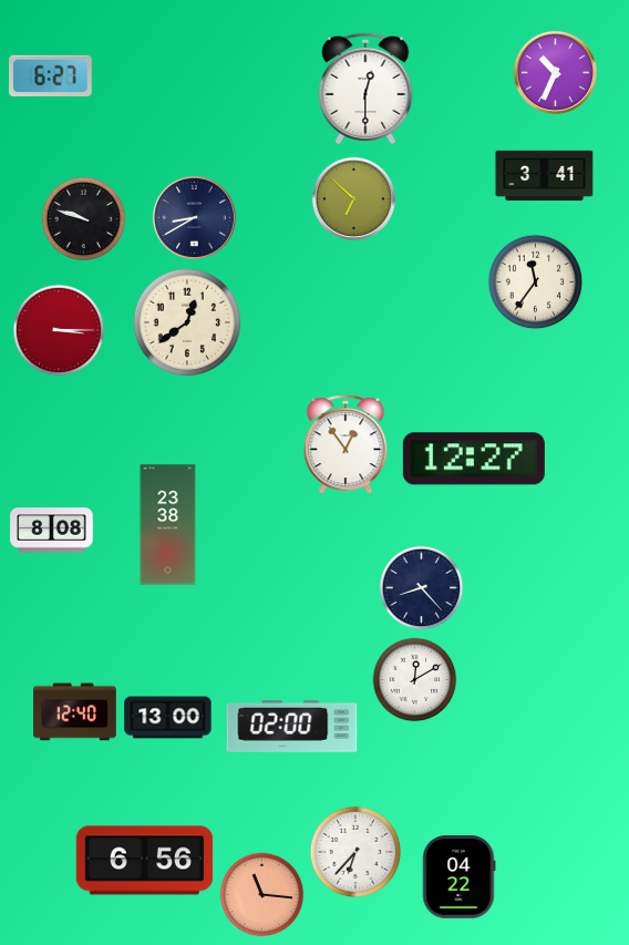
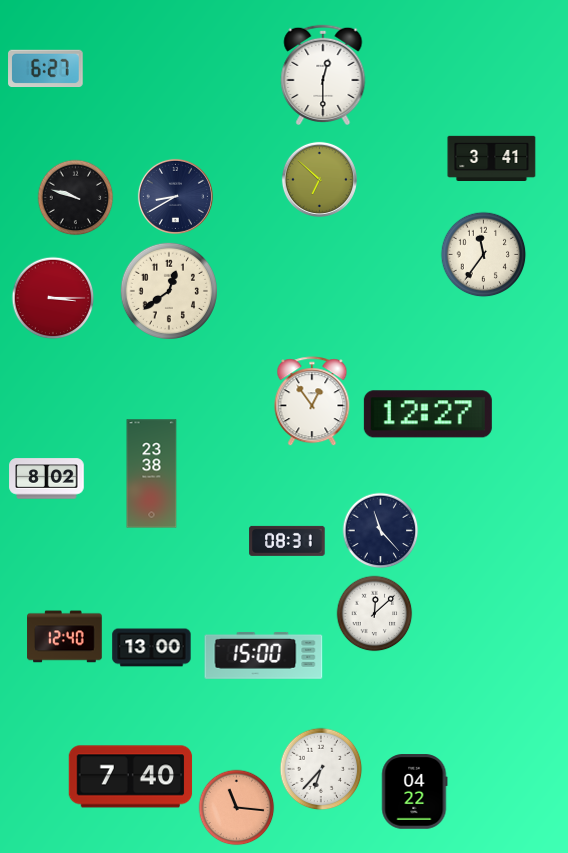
clock at (555, 72): 10:34 -> none
clock at (365, 88) position: (365, 88) -> (323, 74)
clock at (52, 531): 8:08 -> 8:02
clock at (422, 588): 8:23 -> 11:23
clock at (287, 541): none -> 08:31
clock at (415, 680): 12:10 -> 12:08
clock at (75, 712) position: (75, 712) -> (65, 637)
clock at (292, 726): 02:00 -> 15:00
clock at (145, 861): 6:56 -> 7:40
